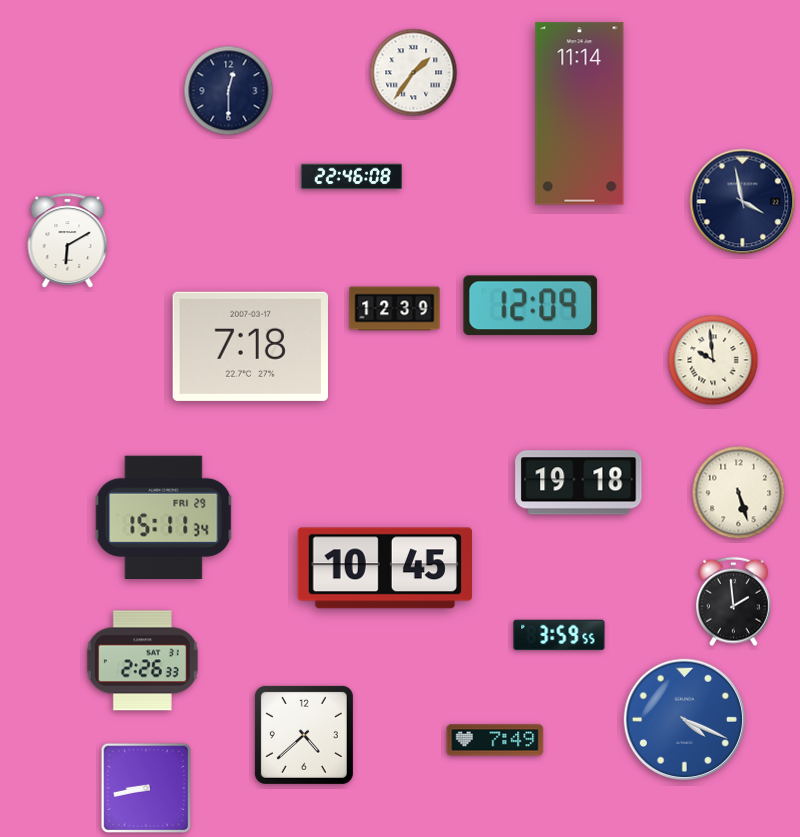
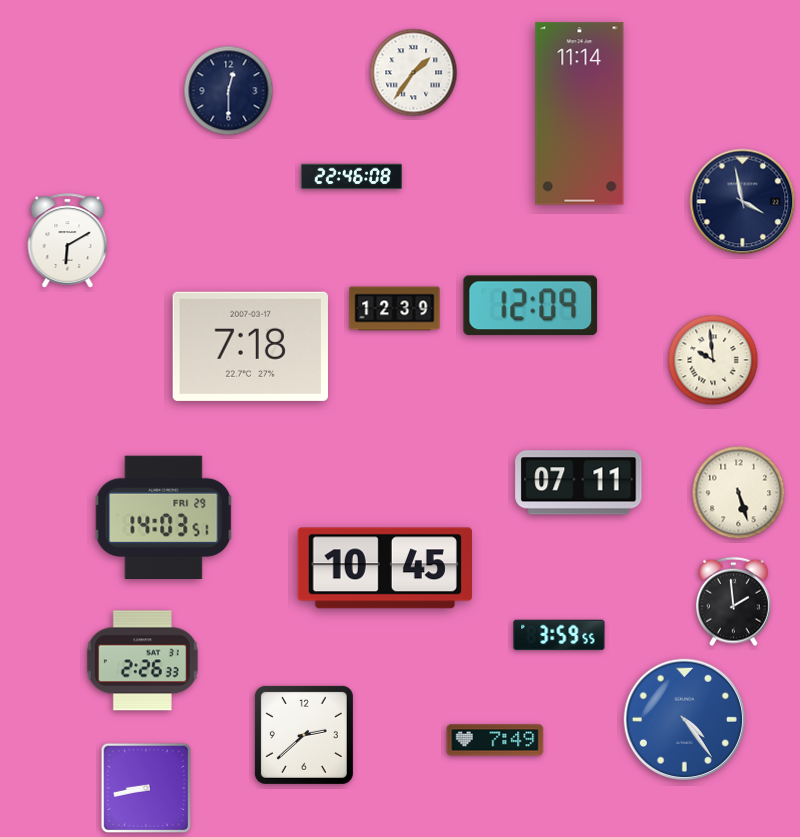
clock at (579, 483): 19:18 -> 07:11
clock at (164, 517): 15:11 -> 14:03
clock at (684, 719): 4:19 -> 4:24
clock at (304, 735): 4:38 -> 2:38
